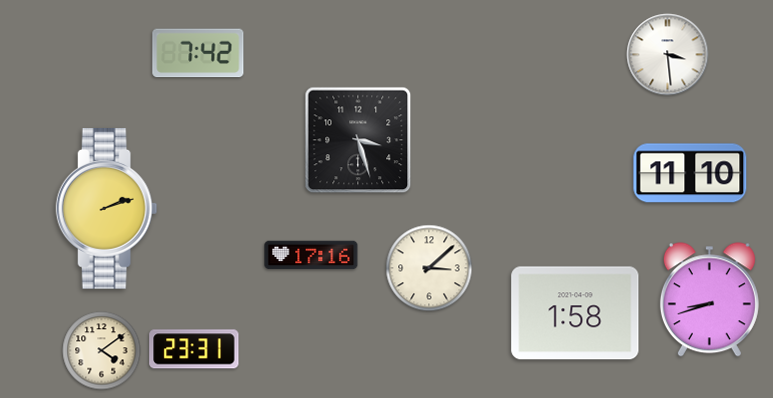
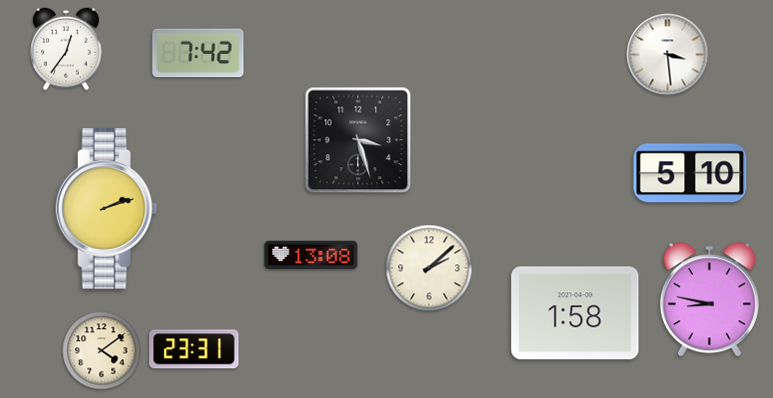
clock at (66, 49): none -> 12:36
clock at (690, 173): 11:10 -> 5:10
clock at (311, 255): 17:16 -> 13:08
clock at (429, 268): 3:08 -> 2:08
clock at (709, 300): 8:42 -> 8:47
